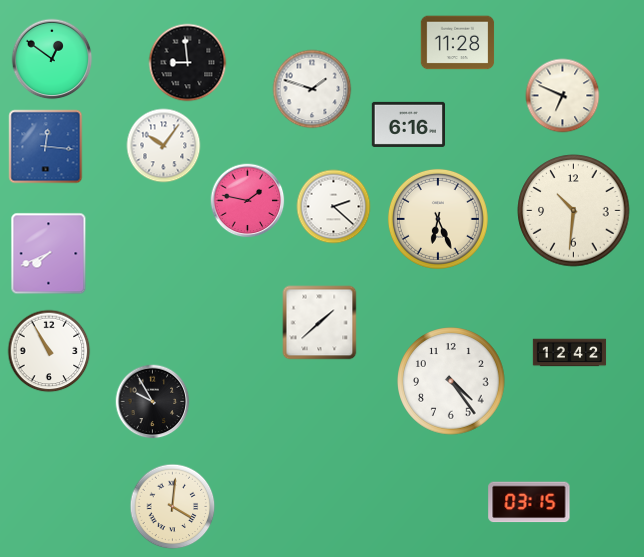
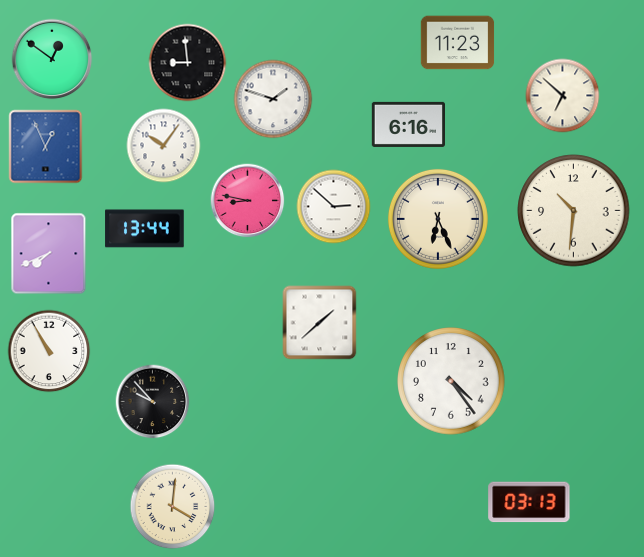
clock at (458, 43): 11:28 -> 11:23
clock at (312, 89) position: (312, 89) -> (273, 99)
clock at (563, 96): 6:49 -> 6:52
clock at (46, 147): 12:16 -> 12:56
clock at (248, 201): 1:47 -> 8:47
clock at (334, 207): 2:22 -> 2:52
clock at (145, 229): none -> 13:44
clock at (570, 353): 12:42 -> none
clock at (153, 402): 9:55 -> 9:53
clock at (529, 502): 03:15 -> 03:13
